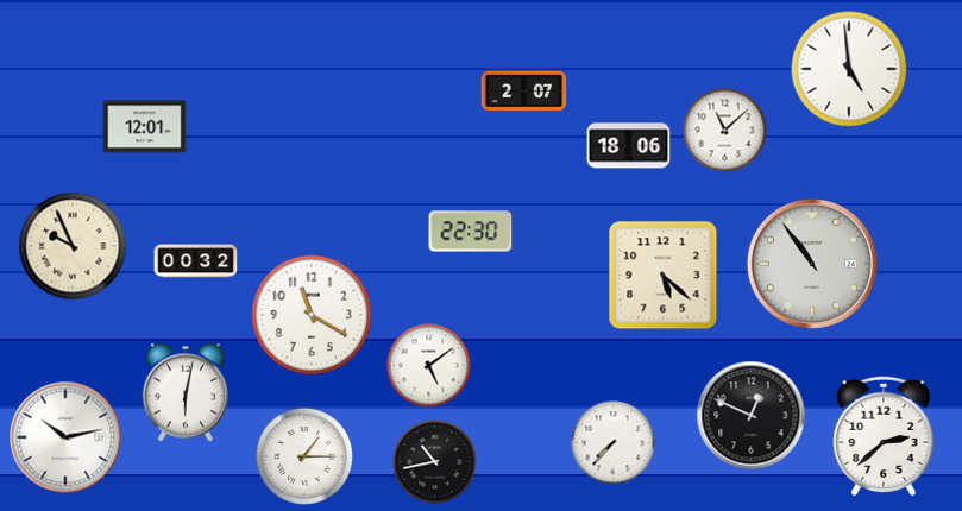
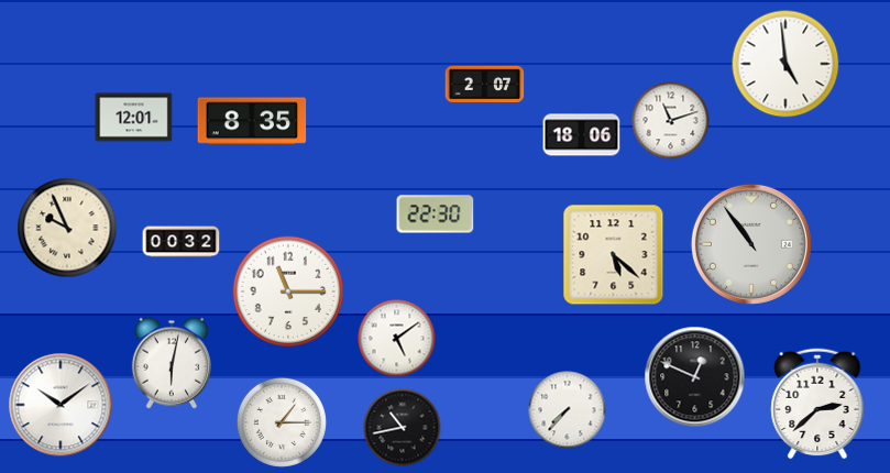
clock at (252, 121): none -> 8:35
clock at (725, 131): 11:08 -> 11:12
clock at (312, 315): 11:20 -> 11:15
clock at (752, 416) position: (752, 416) -> (695, 377)
clock at (65, 437): 10:13 -> 10:09
